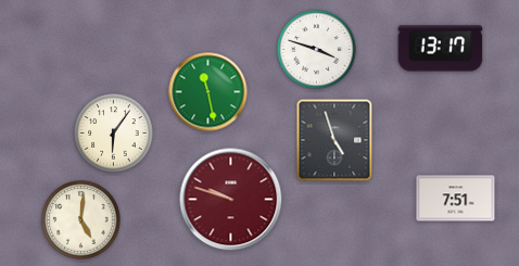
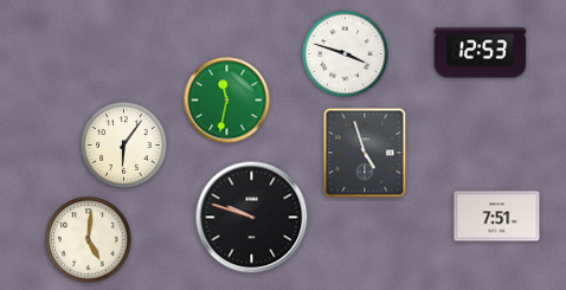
clock at (441, 49): 13:17 -> 12:53
clock at (208, 92): 11:28 -> 11:32
clock at (231, 200) dial: burgundy -> black
